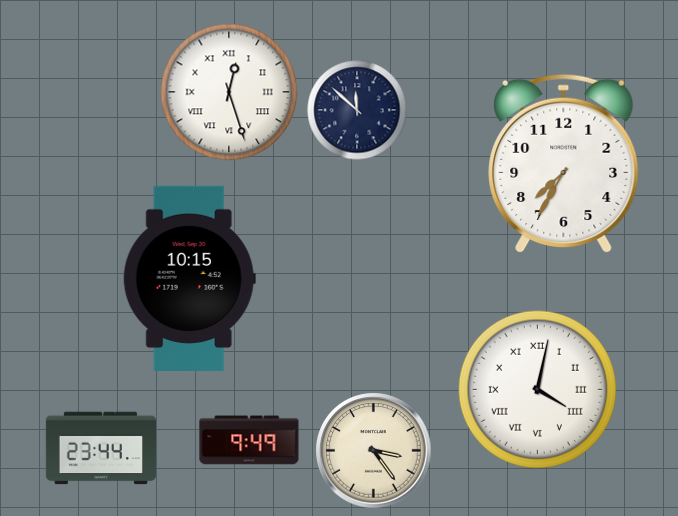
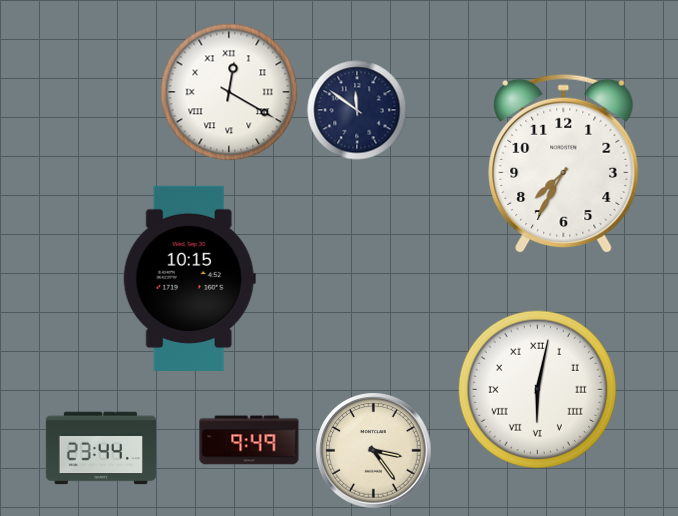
clock at (229, 92): 12:27 -> 12:20
clock at (357, 110): 11:52 -> 11:51
clock at (537, 389): 4:02 -> 6:02
